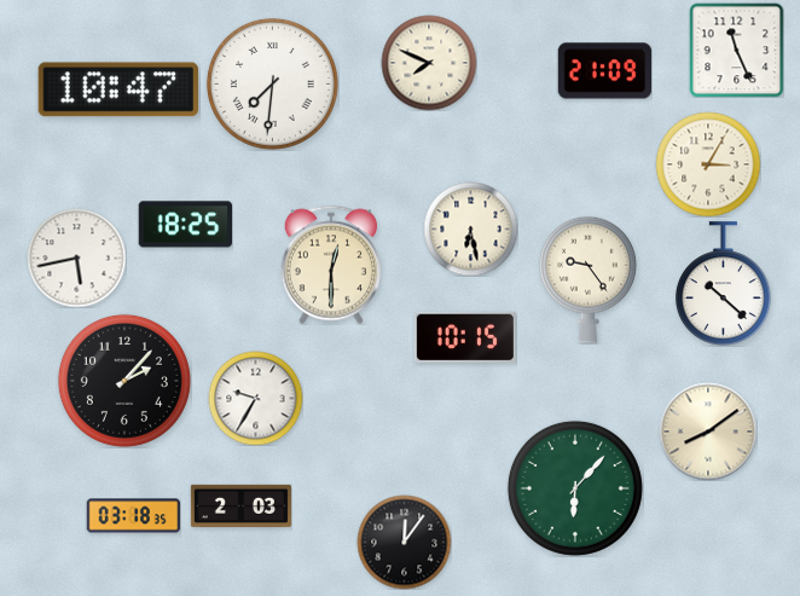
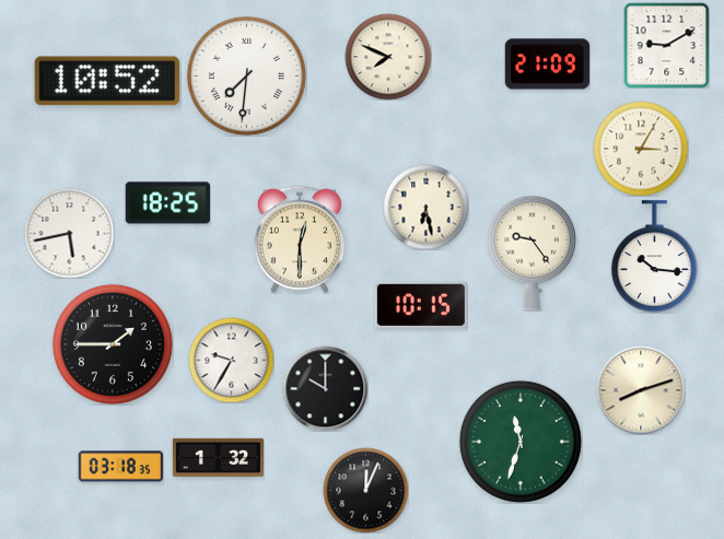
clock at (736, 50): 11:26 -> 9:10
clock at (117, 89): 10:47 -> 10:52
clock at (723, 284): 10:22 -> 10:16
clock at (124, 381): 2:07 -> 1:45
clock at (325, 388): none -> 10:00
clock at (708, 432): 8:09 -> 8:12
clock at (575, 488): 6:07 -> 11:33
clock at (240, 505): 2:03 -> 1:32
clock at (404, 542): 12:06 -> 12:04
